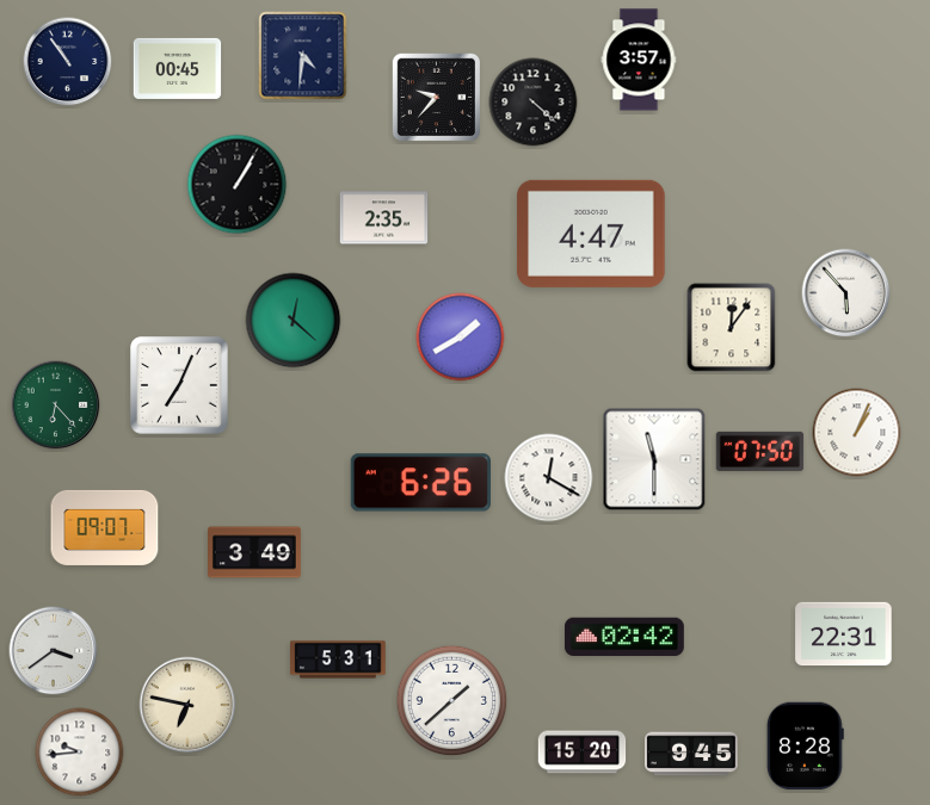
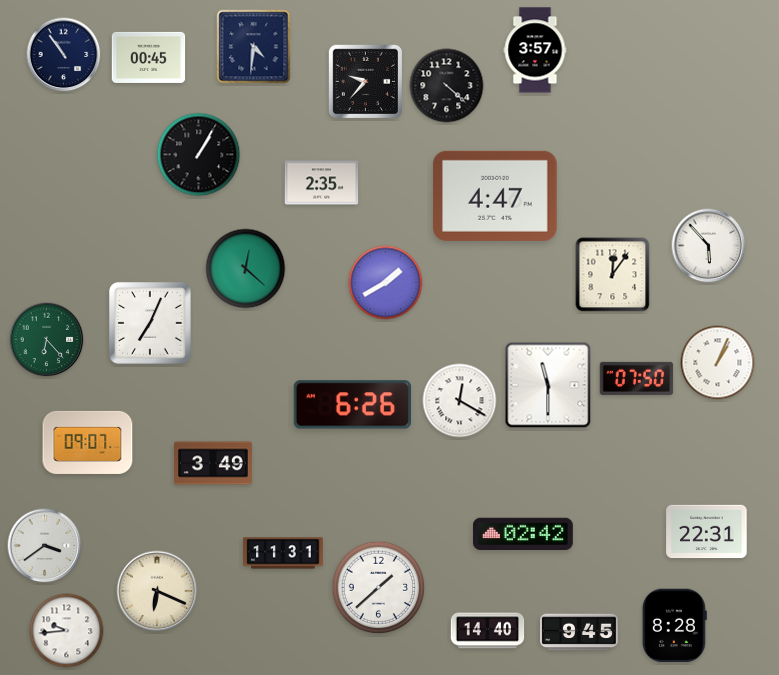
clock at (68, 62) position: (68, 62) -> (64, 55)
clock at (338, 660): 5:31 -> 11:31
clock at (187, 705): 6:47 -> 6:19
clock at (583, 753): 15:20 -> 14:40
